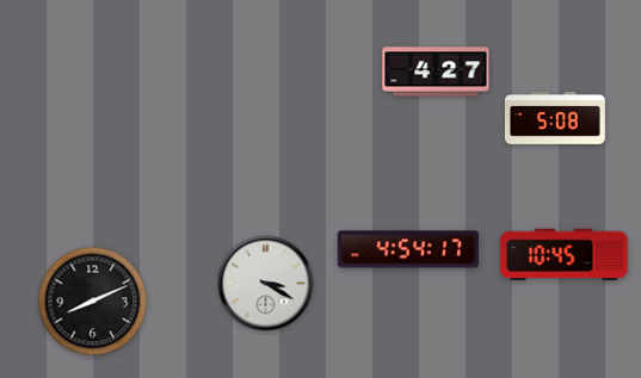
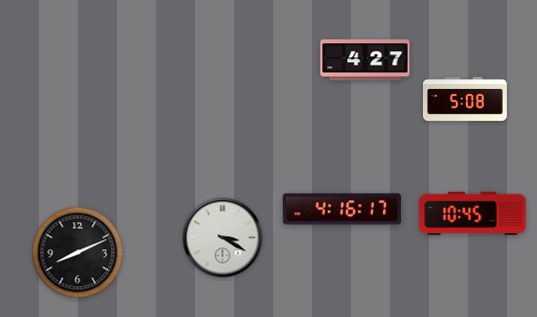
clock at (407, 249): 4:54 -> 4:16
